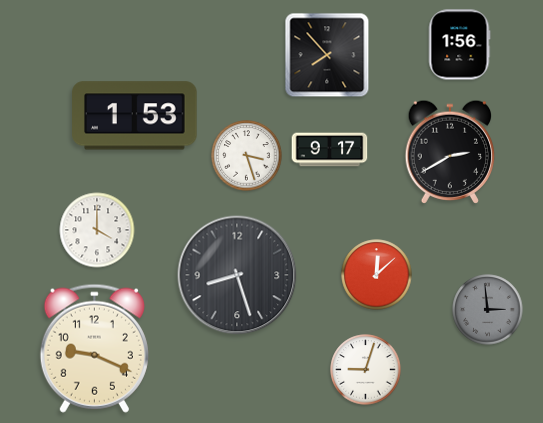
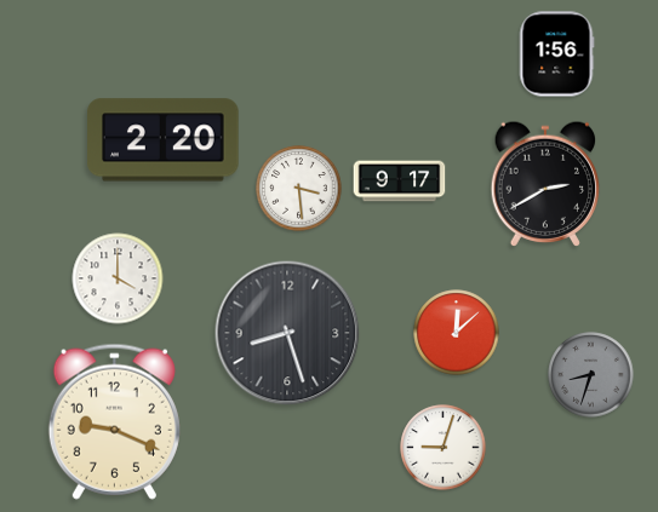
clock at (327, 55): 7:53 -> none
clock at (135, 116): 1:53 -> 2:20
clock at (247, 156): 3:27 -> 3:29
clock at (488, 310): 2:59 -> 8:33
